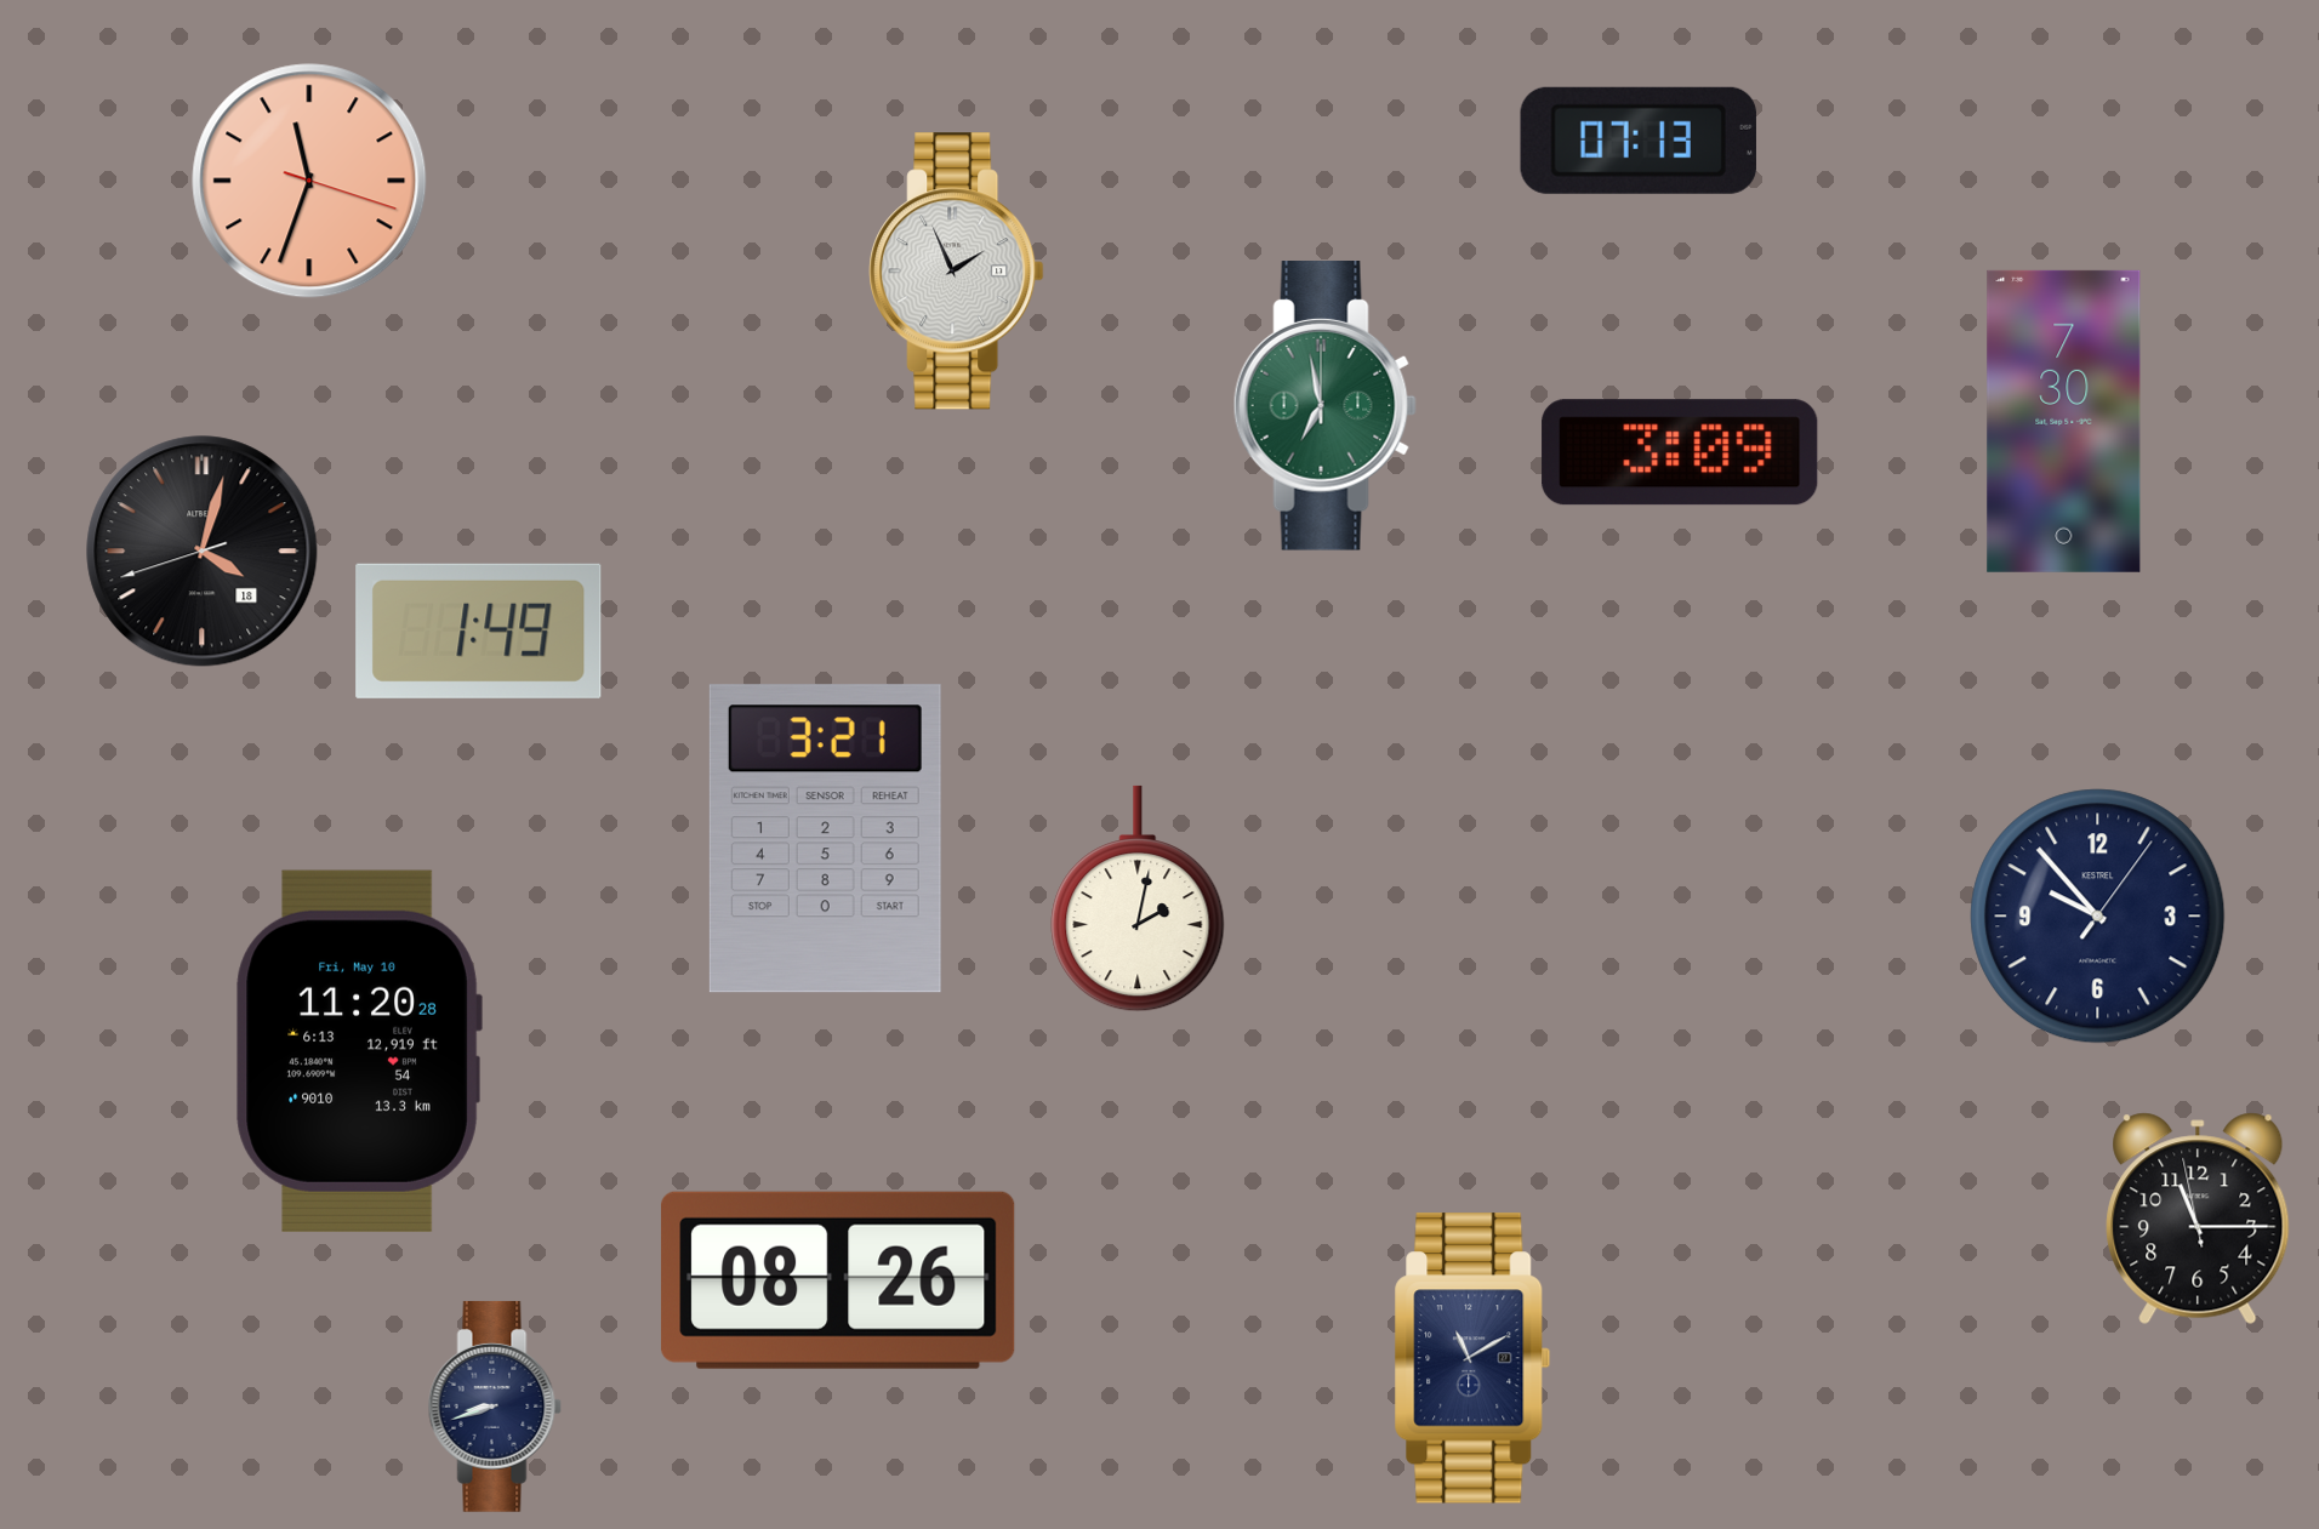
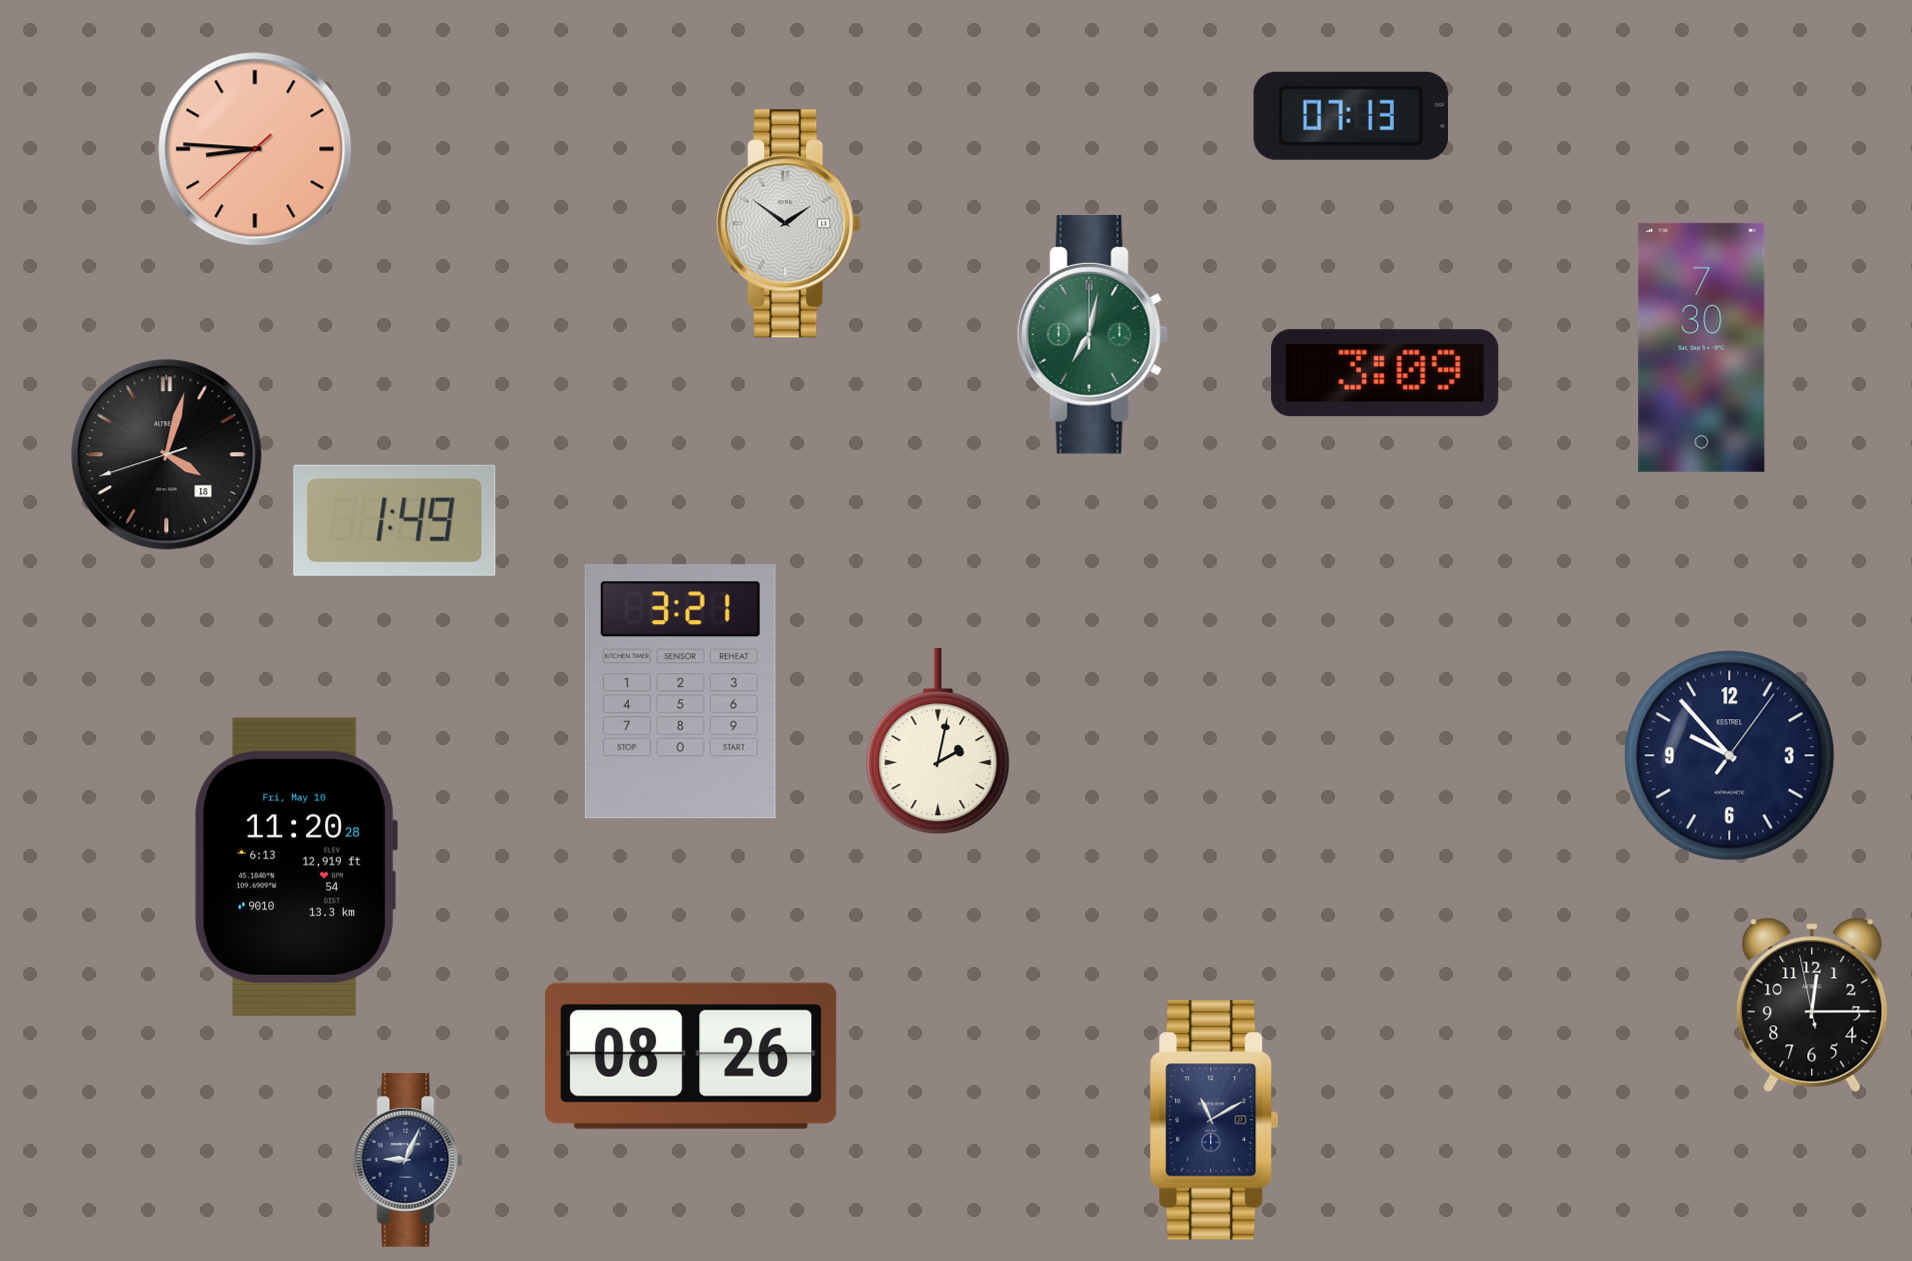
clock at (309, 181): 11:33 -> 8:45
clock at (957, 272): 1:56 -> 1:51
clock at (1324, 406): 6:58 -> 7:02
clock at (2198, 1219): 11:14 -> 12:14
clock at (495, 1407): 8:42 -> 9:04
